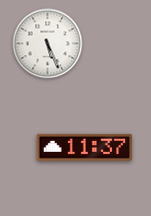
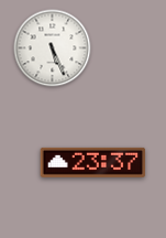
clock at (85, 147): 11:37 -> 23:37
